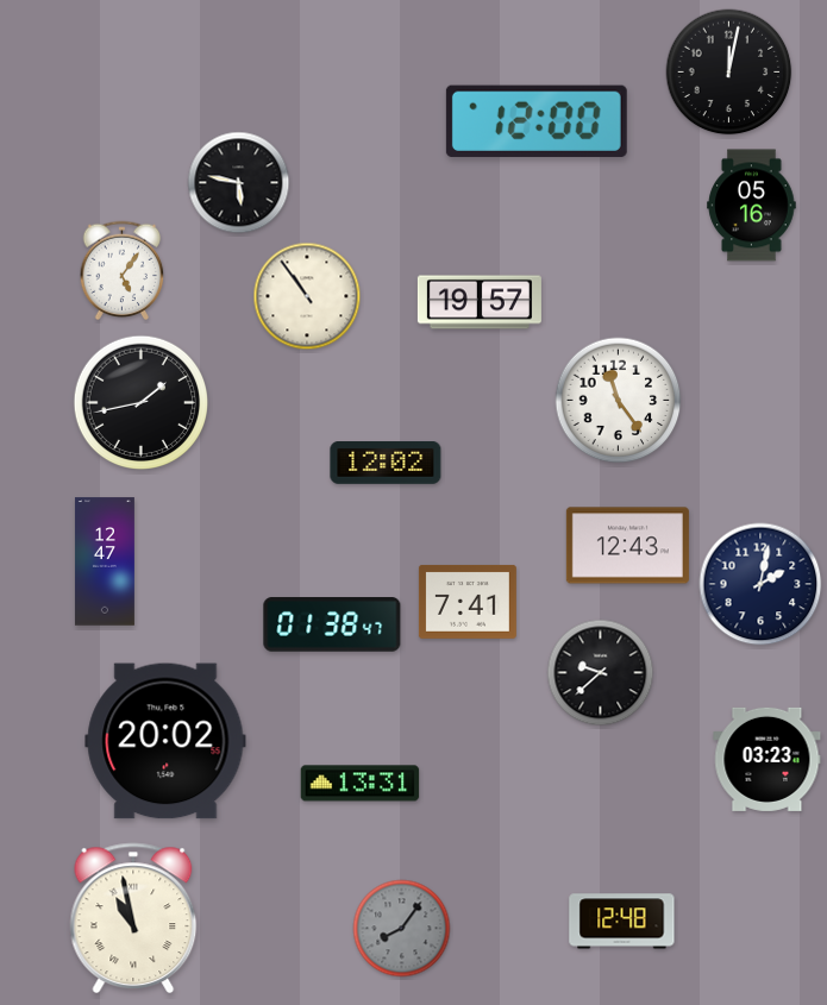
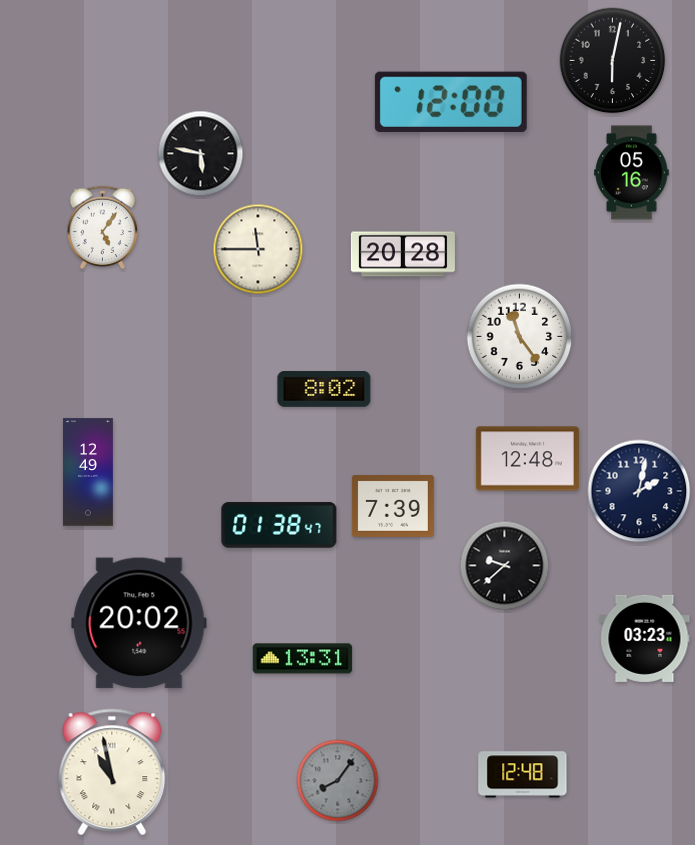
clock at (729, 73): 12:02 -> 6:02
clock at (307, 296): 10:54 -> 11:45
clock at (480, 302): 19:57 -> 20:28
clock at (140, 402): 1:43 -> none
clock at (386, 464): 12:02 -> 8:02
clock at (627, 546): 12:43 -> 12:48
clock at (105, 561): 12:47 -> 12:49
clock at (468, 602): 7:41 -> 7:39
